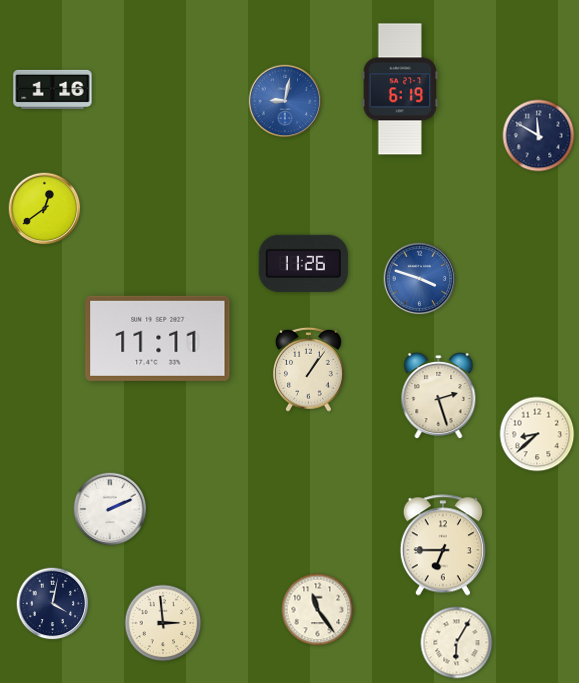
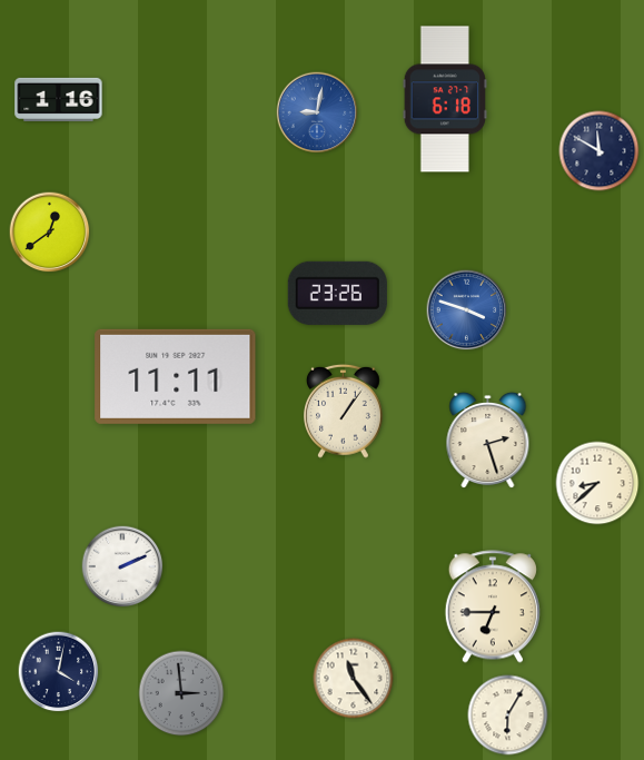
clock at (399, 89): 6:19 -> 6:18
clock at (303, 263): 11:26 -> 23:26
clock at (163, 623) dial: cream -> grey
